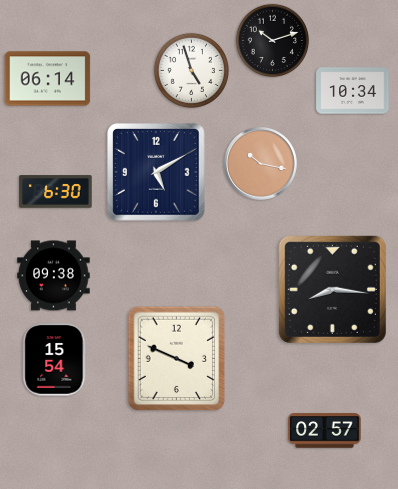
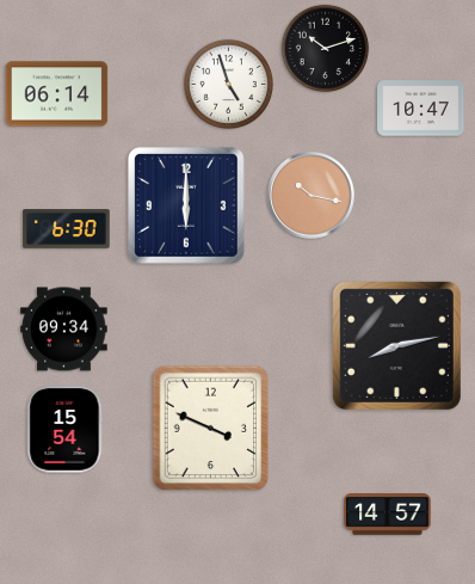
clock at (353, 91): 10:34 -> 10:47
clock at (157, 173): 5:10 -> 6:00
clock at (54, 276): 09:38 -> 09:34
clock at (332, 289): 8:16 -> 8:13
clock at (325, 431): 02:57 -> 14:57
